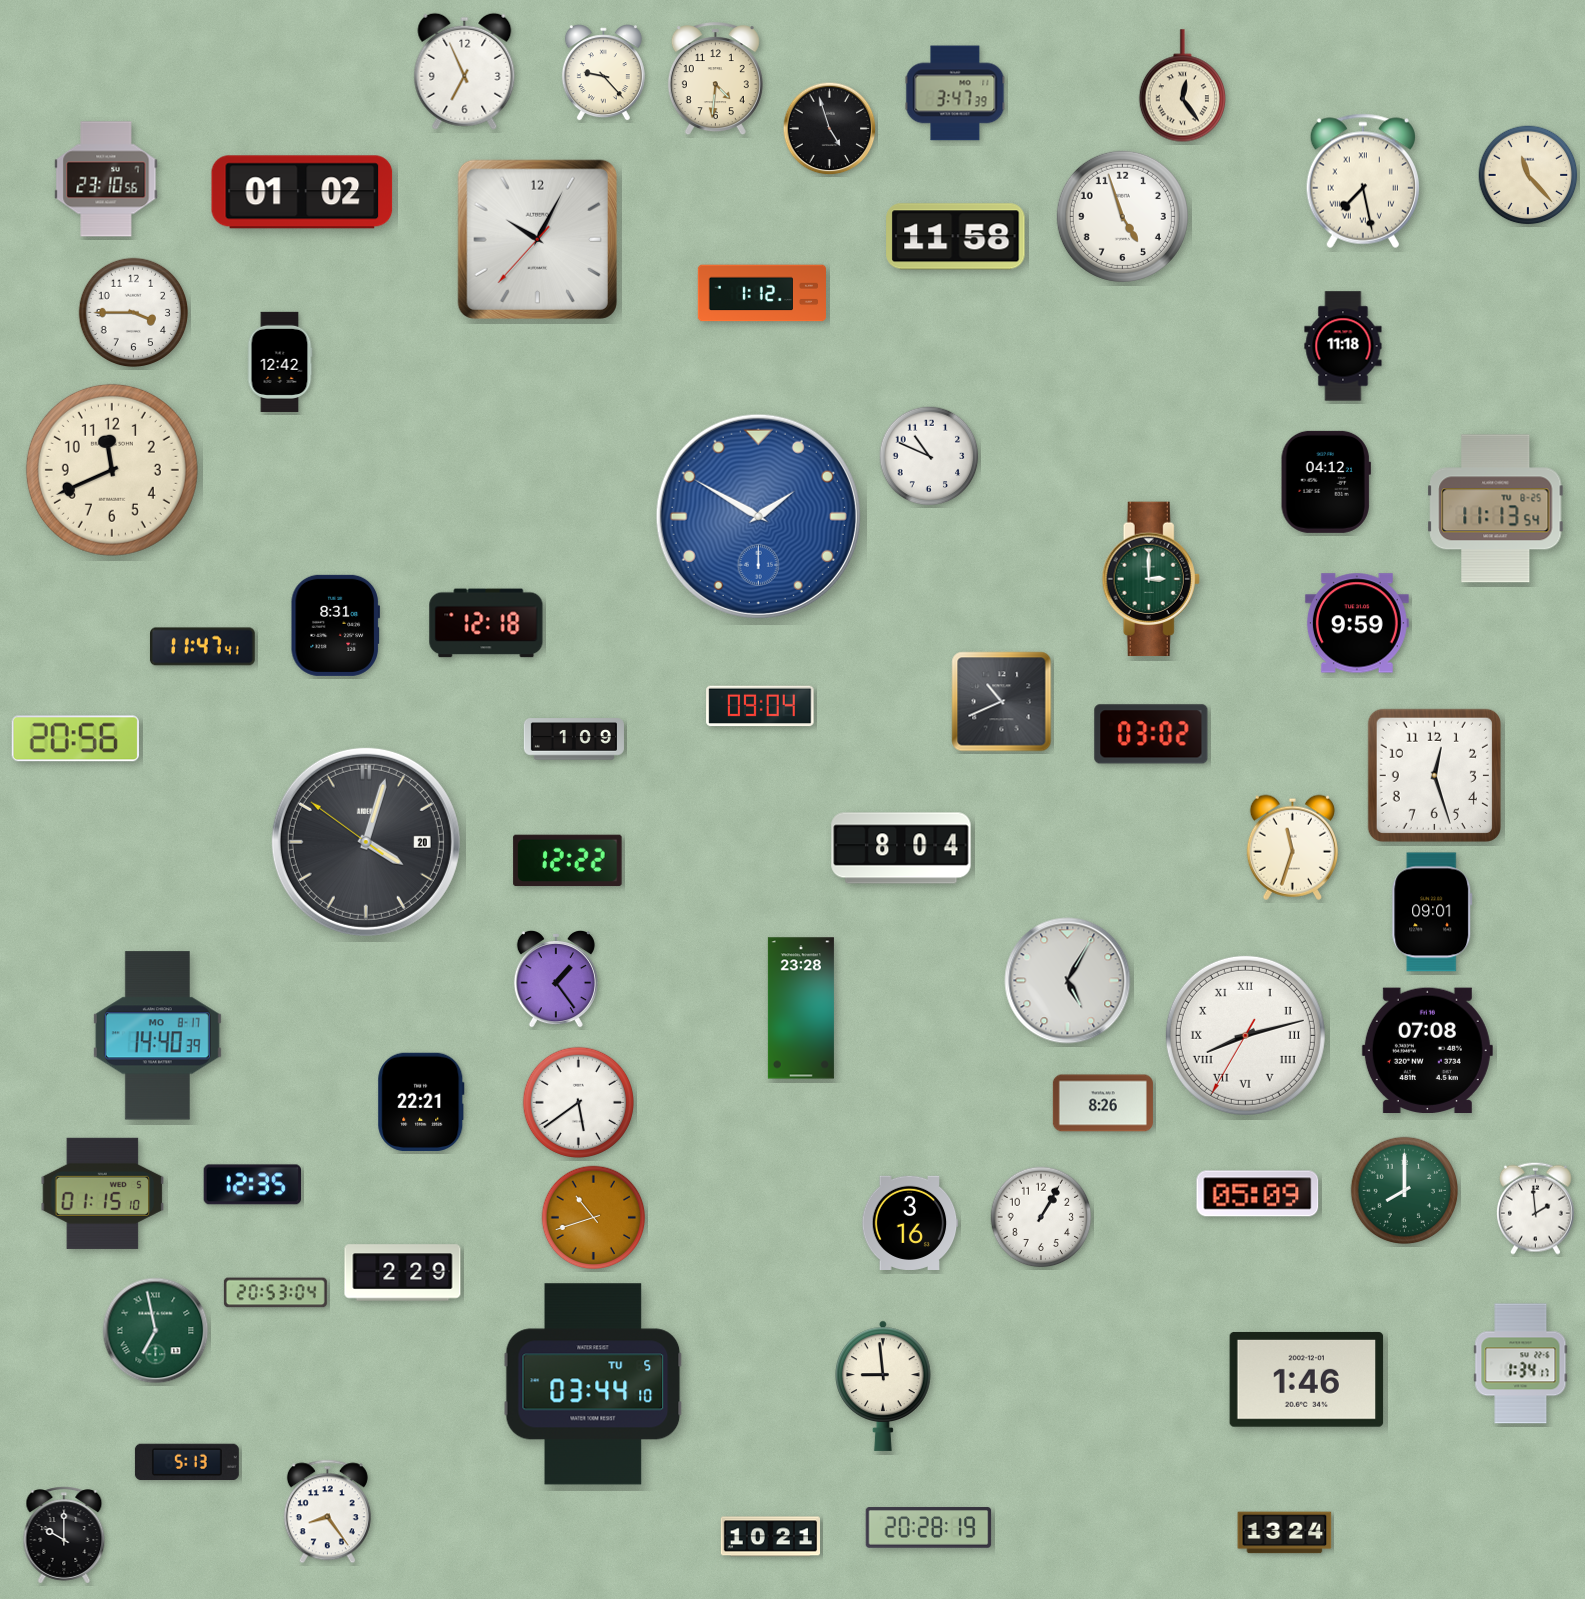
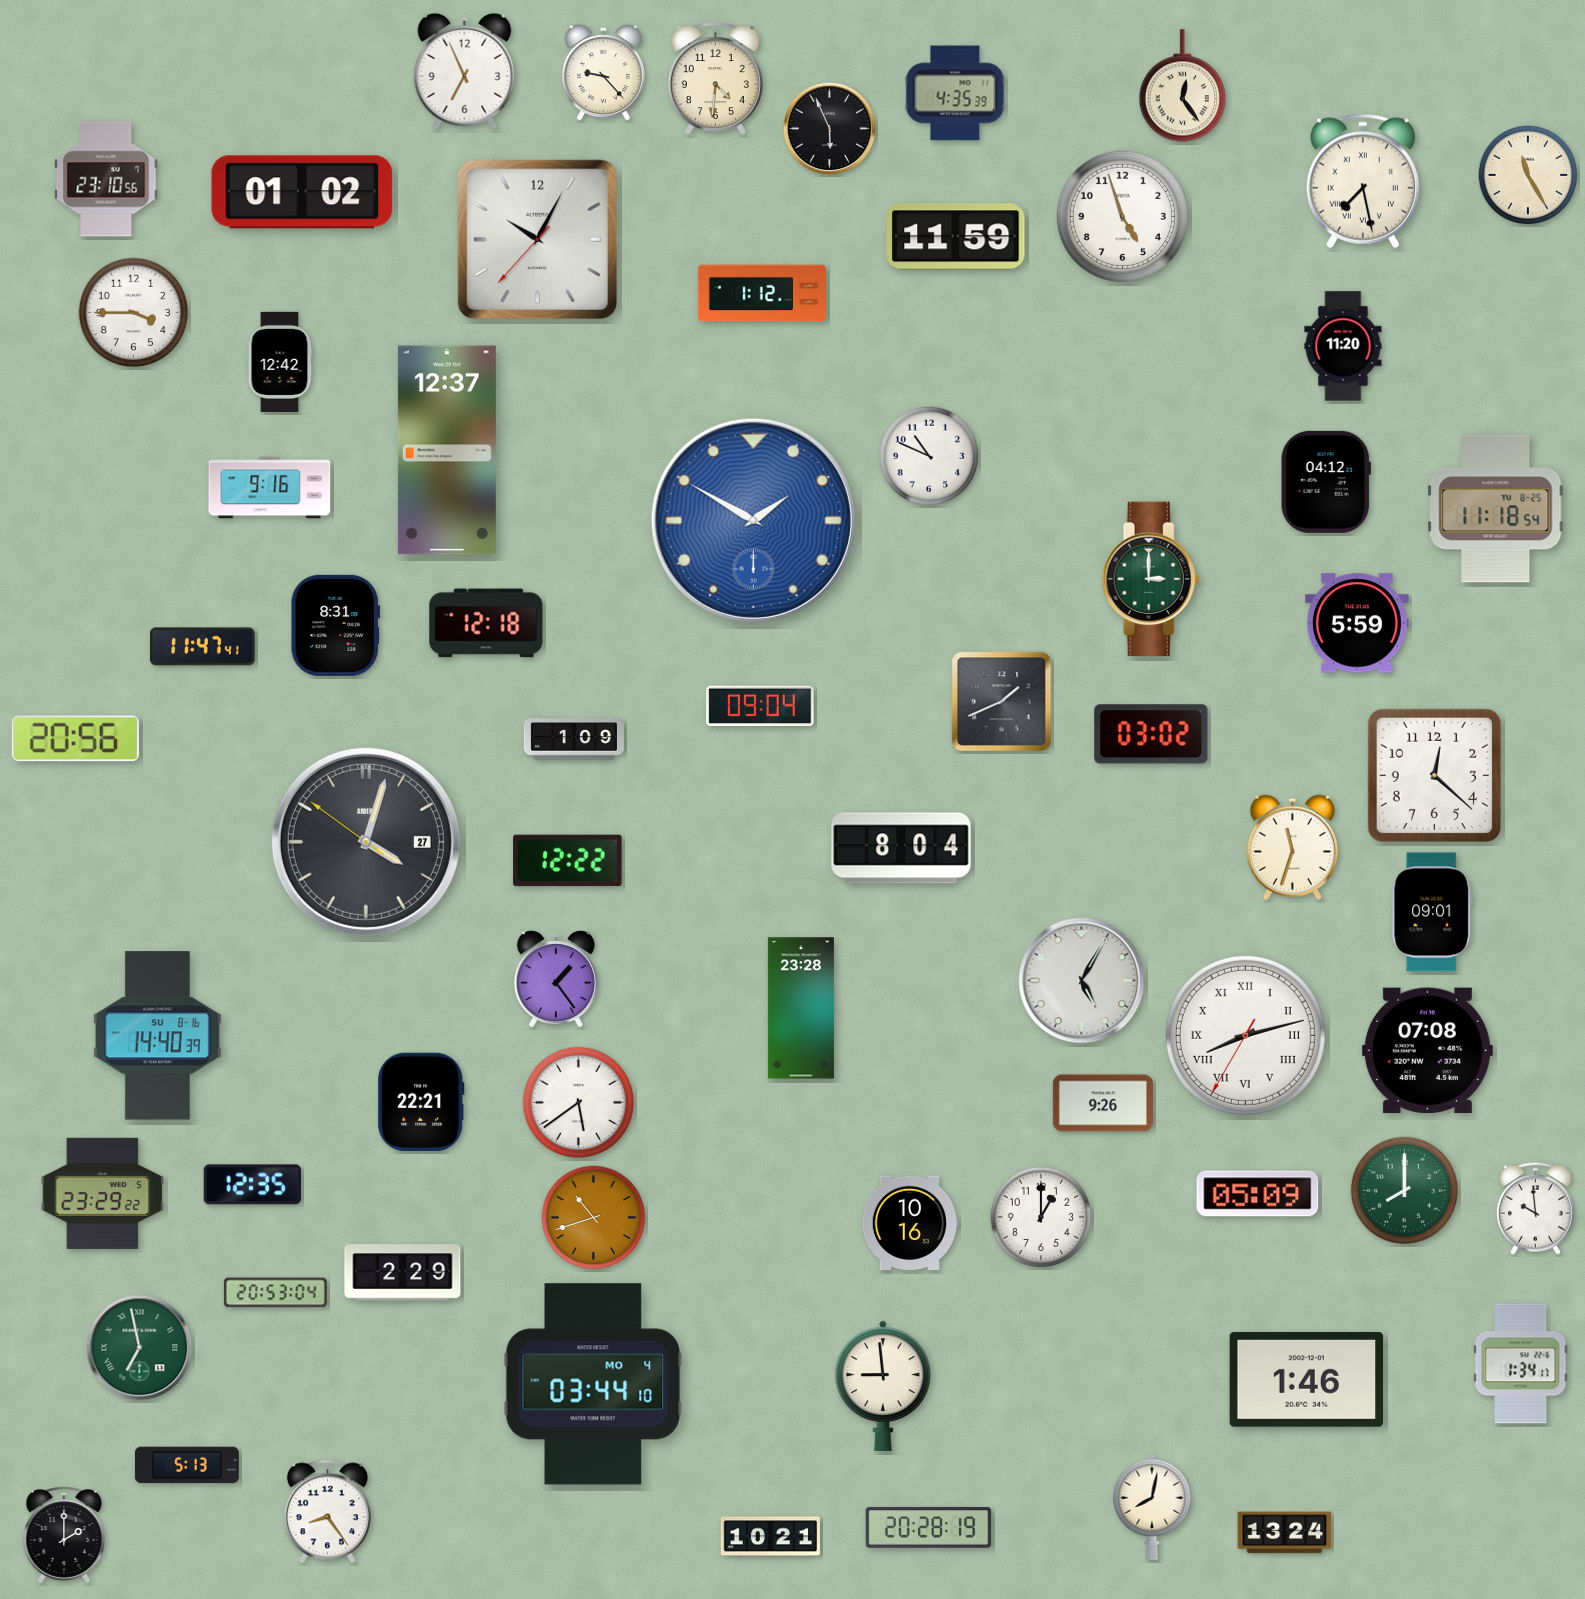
clock at (955, 93): 3:47 -> 4:35
clock at (830, 129): 4:57 -> 5:56
clock at (1528, 175): 11:23 -> 11:25
clock at (956, 237): 11:58 -> 11:59
clock at (1343, 346): 11:18 -> 11:20
clock at (447, 450): none -> 12:37
clock at (112, 470): 11:41 -> none
clock at (270, 488): none -> 9:16
clock at (1496, 509): 11:13 -> 11:18
clock at (758, 516) position: (758, 516) -> (753, 520)
clock at (1357, 623): 9:59 -> 5:59
clock at (1002, 702): 10:41 -> 1:41
clock at (1434, 775): 12:27 -> 12:22
clock at (366, 842) date: 20 -> 27
clock at (1068, 981) position: (1068, 981) -> (1082, 981)
clock at (157, 1036) date: MO 8-17 -> SU 8-16
clock at (1103, 1103): 8:26 -> 9:26
clock at (103, 1193): 01:15 -> 23:29
clock at (1535, 1208): 1:59 -> 9:59
clock at (1041, 1217): 1:05 -> 1:00
clock at (910, 1222): 3:16 -> 10:16
clock at (156, 1331) position: (156, 1331) -> (140, 1348)
clock at (593, 1384) date: TU 5 -> MO 4
clock at (187, 1462) position: (187, 1462) -> (187, 1465)
clock at (1152, 1507): none -> 8:02
clock at (64, 1535): 10:00 -> 2:00
